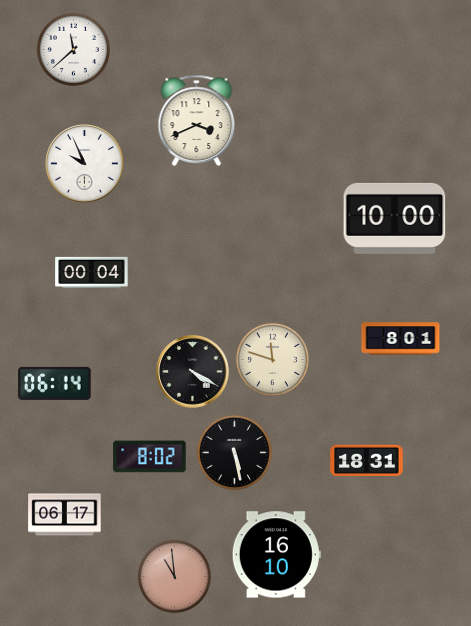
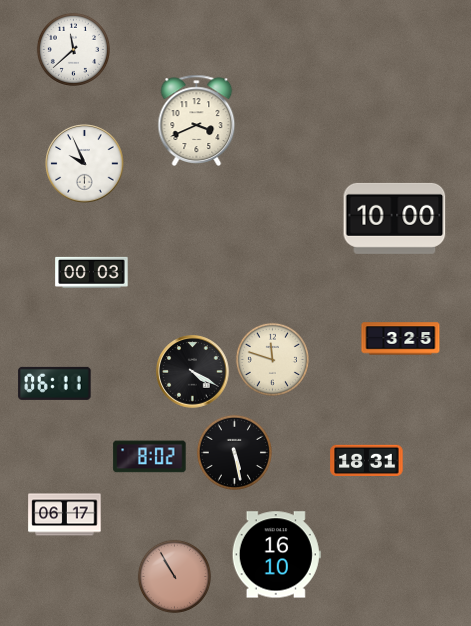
clock at (92, 272): 00:04 -> 00:03
clock at (401, 339): 8:01 -> 3:25
clock at (55, 383): 06:14 -> 06:11
clock at (174, 576): 10:59 -> 10:55
